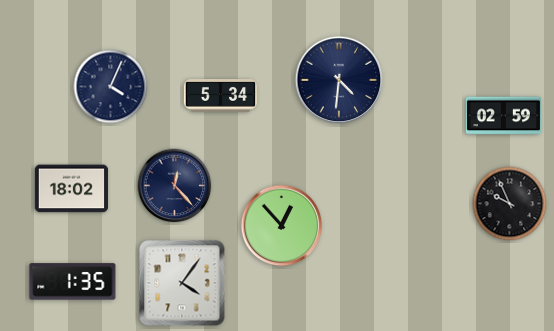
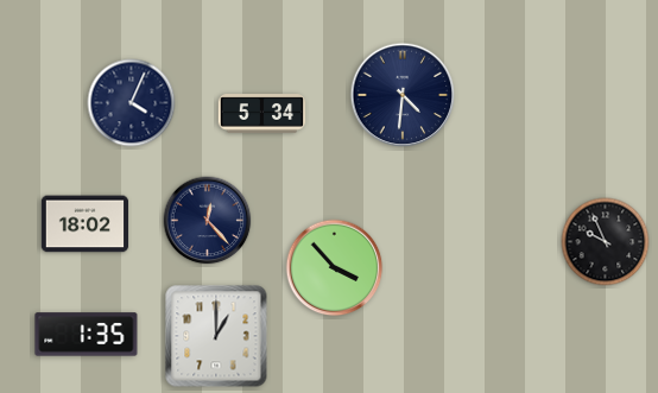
clock at (503, 116): 02:59 -> none
clock at (282, 226): 12:53 -> 3:53
clock at (182, 283): 4:06 -> 1:00
